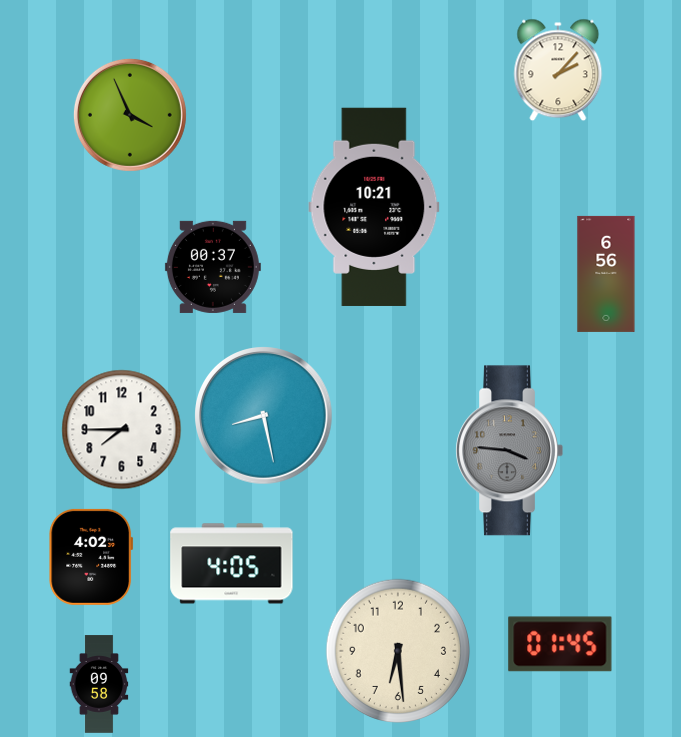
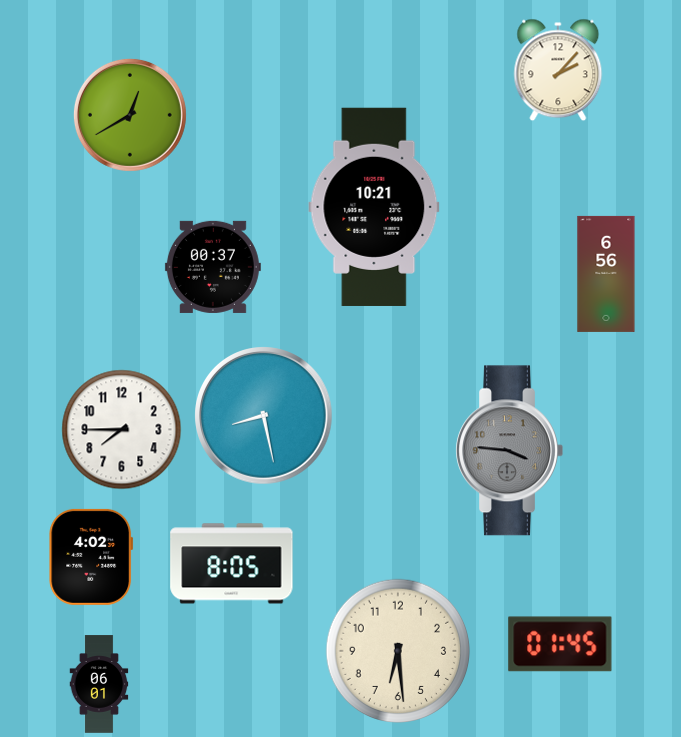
clock at (130, 115): 3:56 -> 12:40
clock at (232, 564): 4:05 -> 8:05
clock at (99, 684): 09:58 -> 06:01
